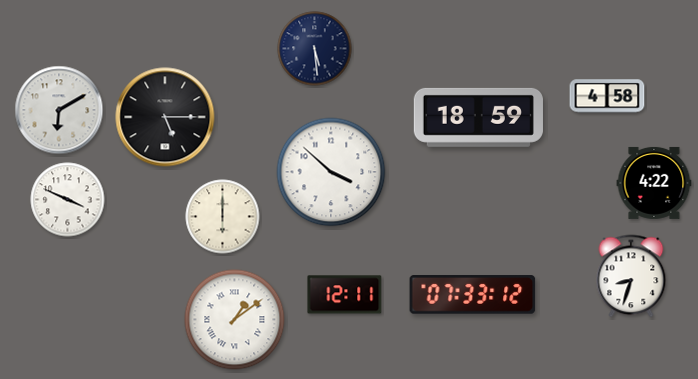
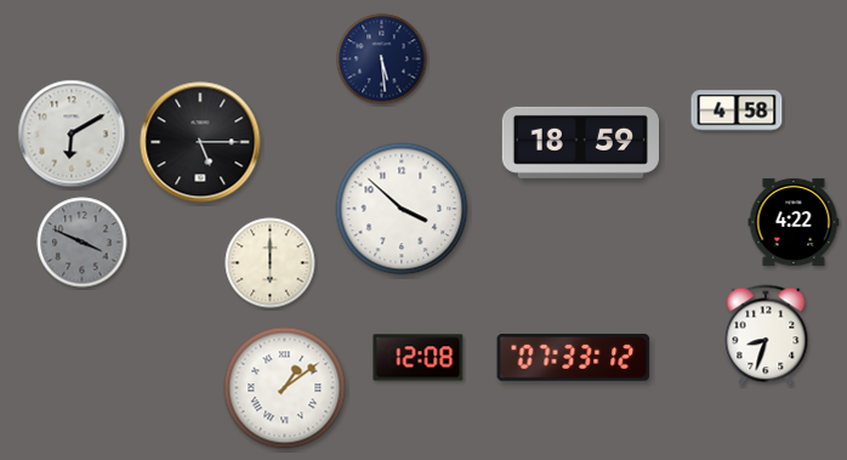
clock at (607, 96) position: (607, 96) -> (737, 110)
clock at (68, 200) dial: white -> grey
clock at (345, 295): 12:11 -> 12:08
